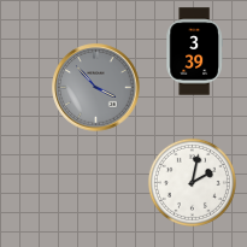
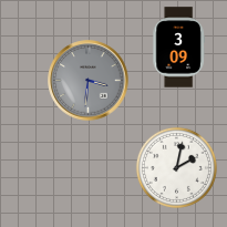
clock at (194, 52): 3:39 -> 3:09
clock at (96, 88): 3:53 -> 3:31
